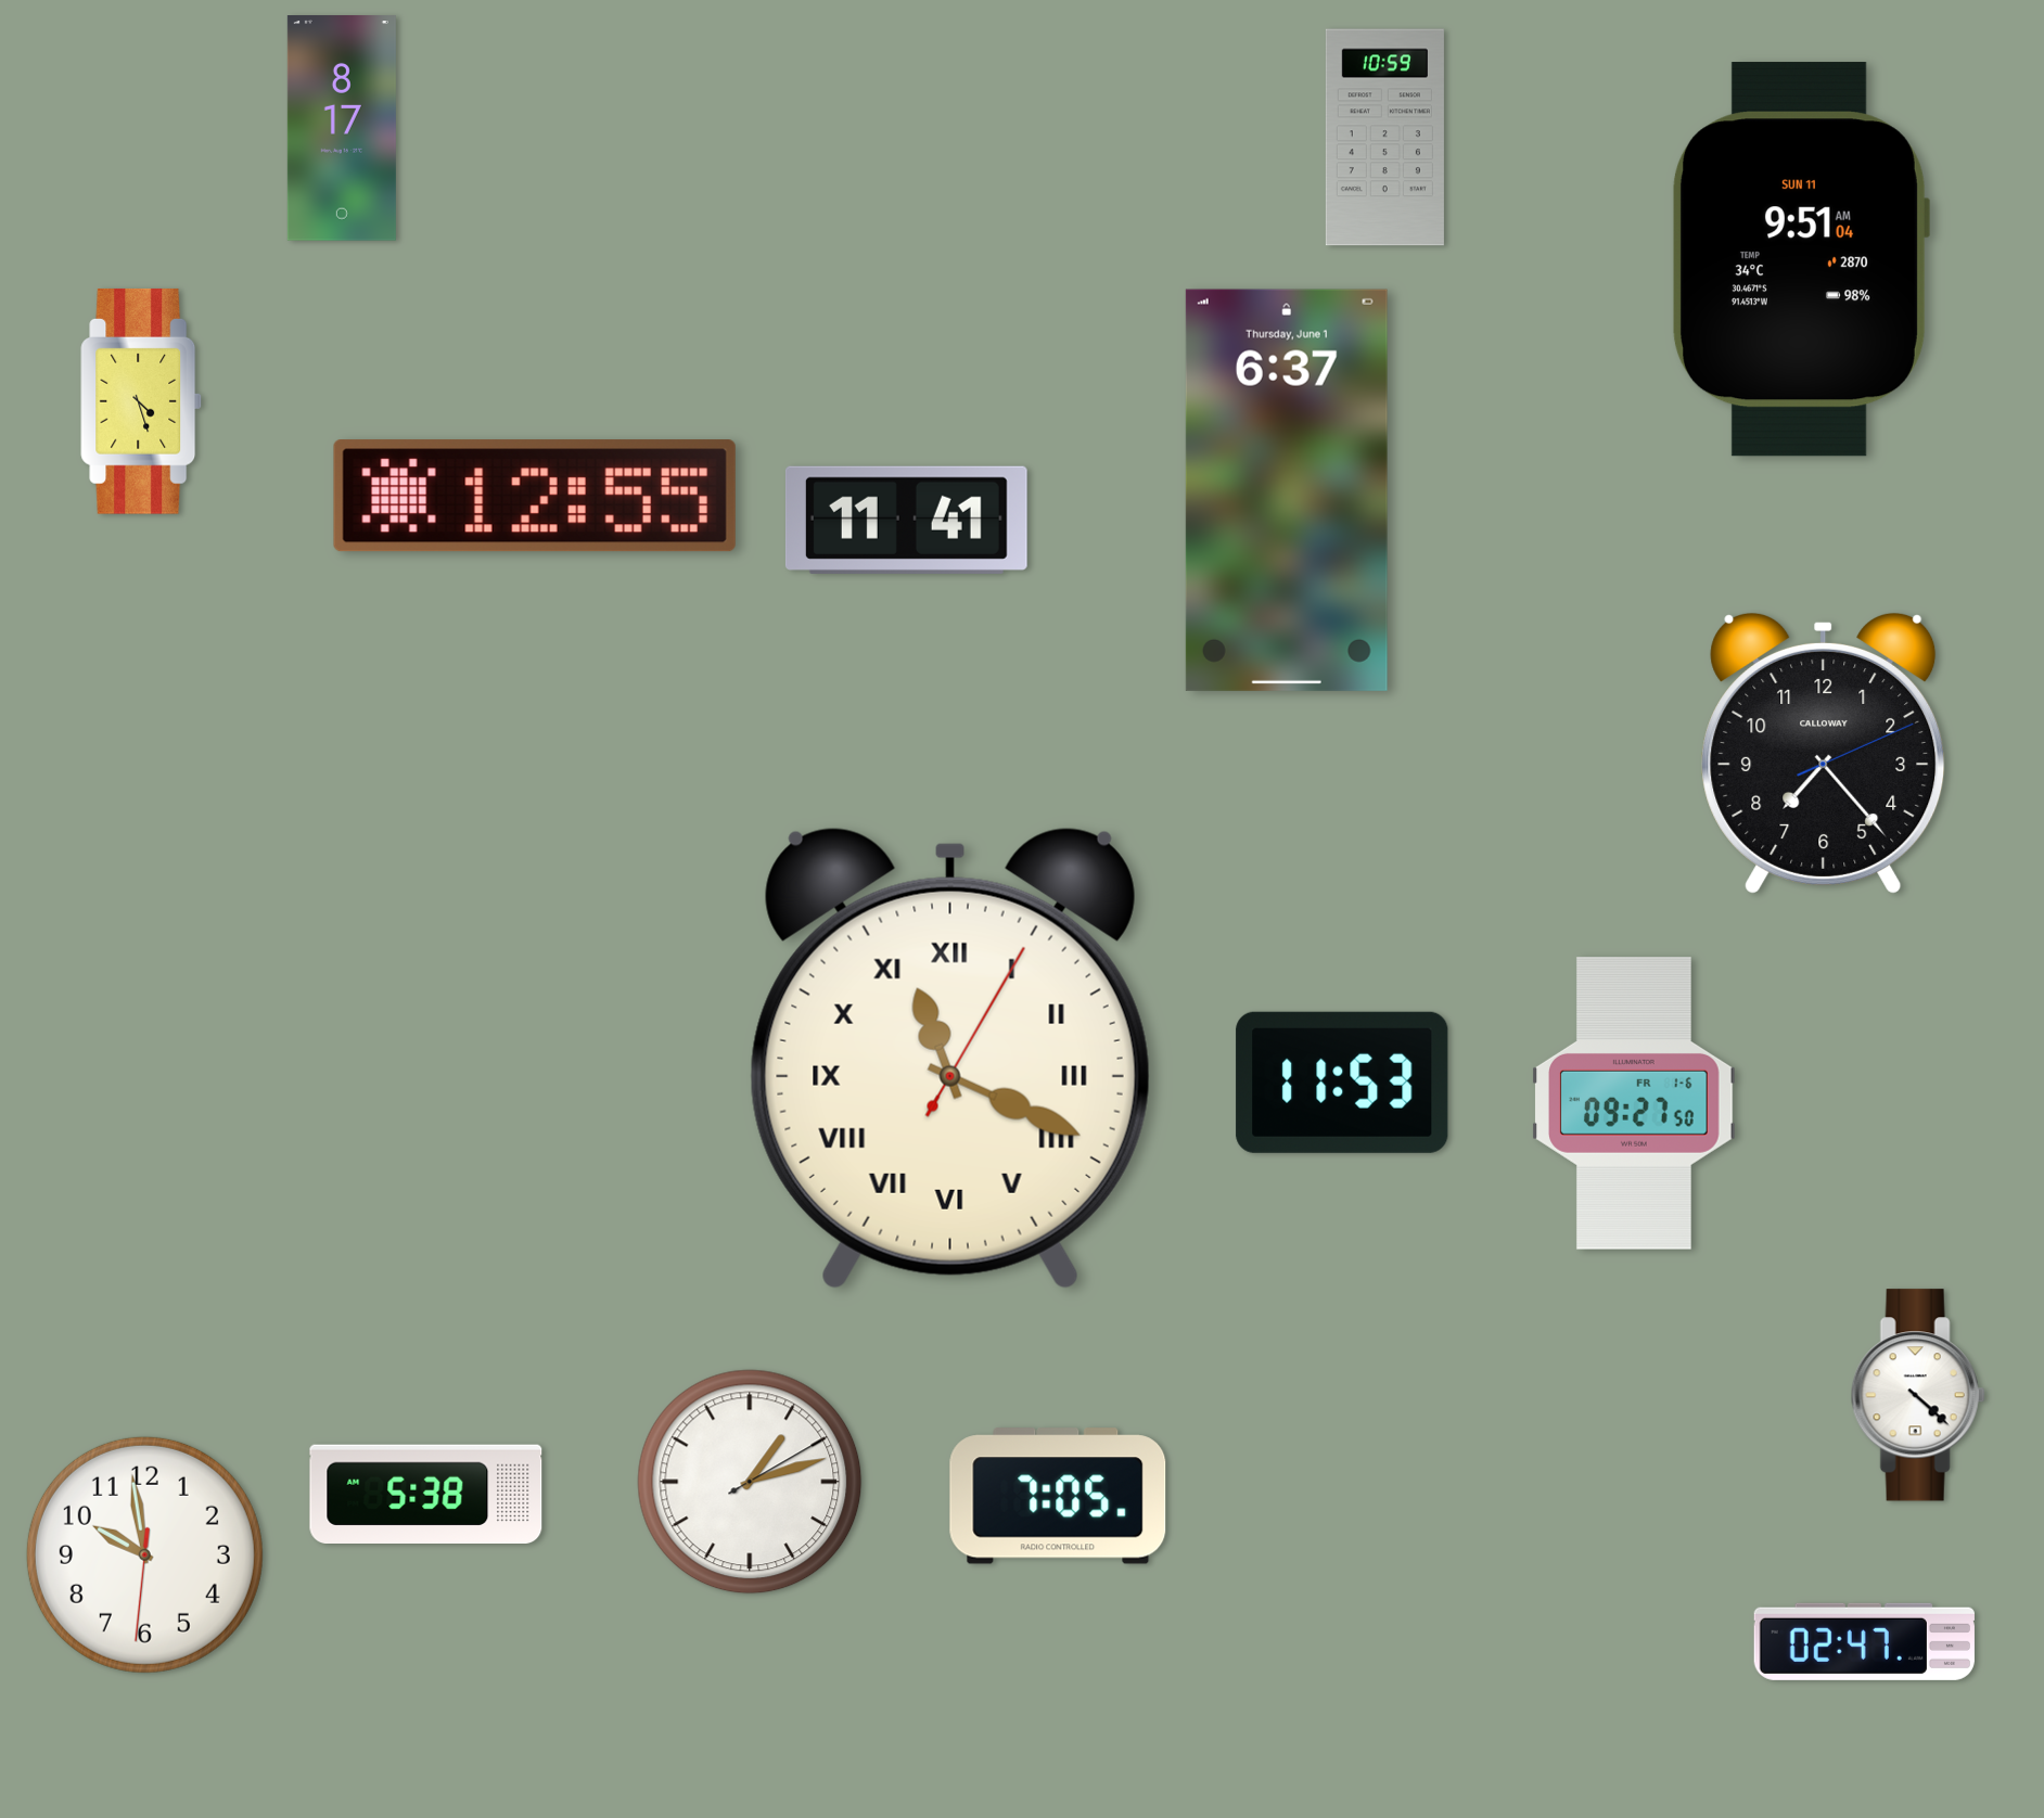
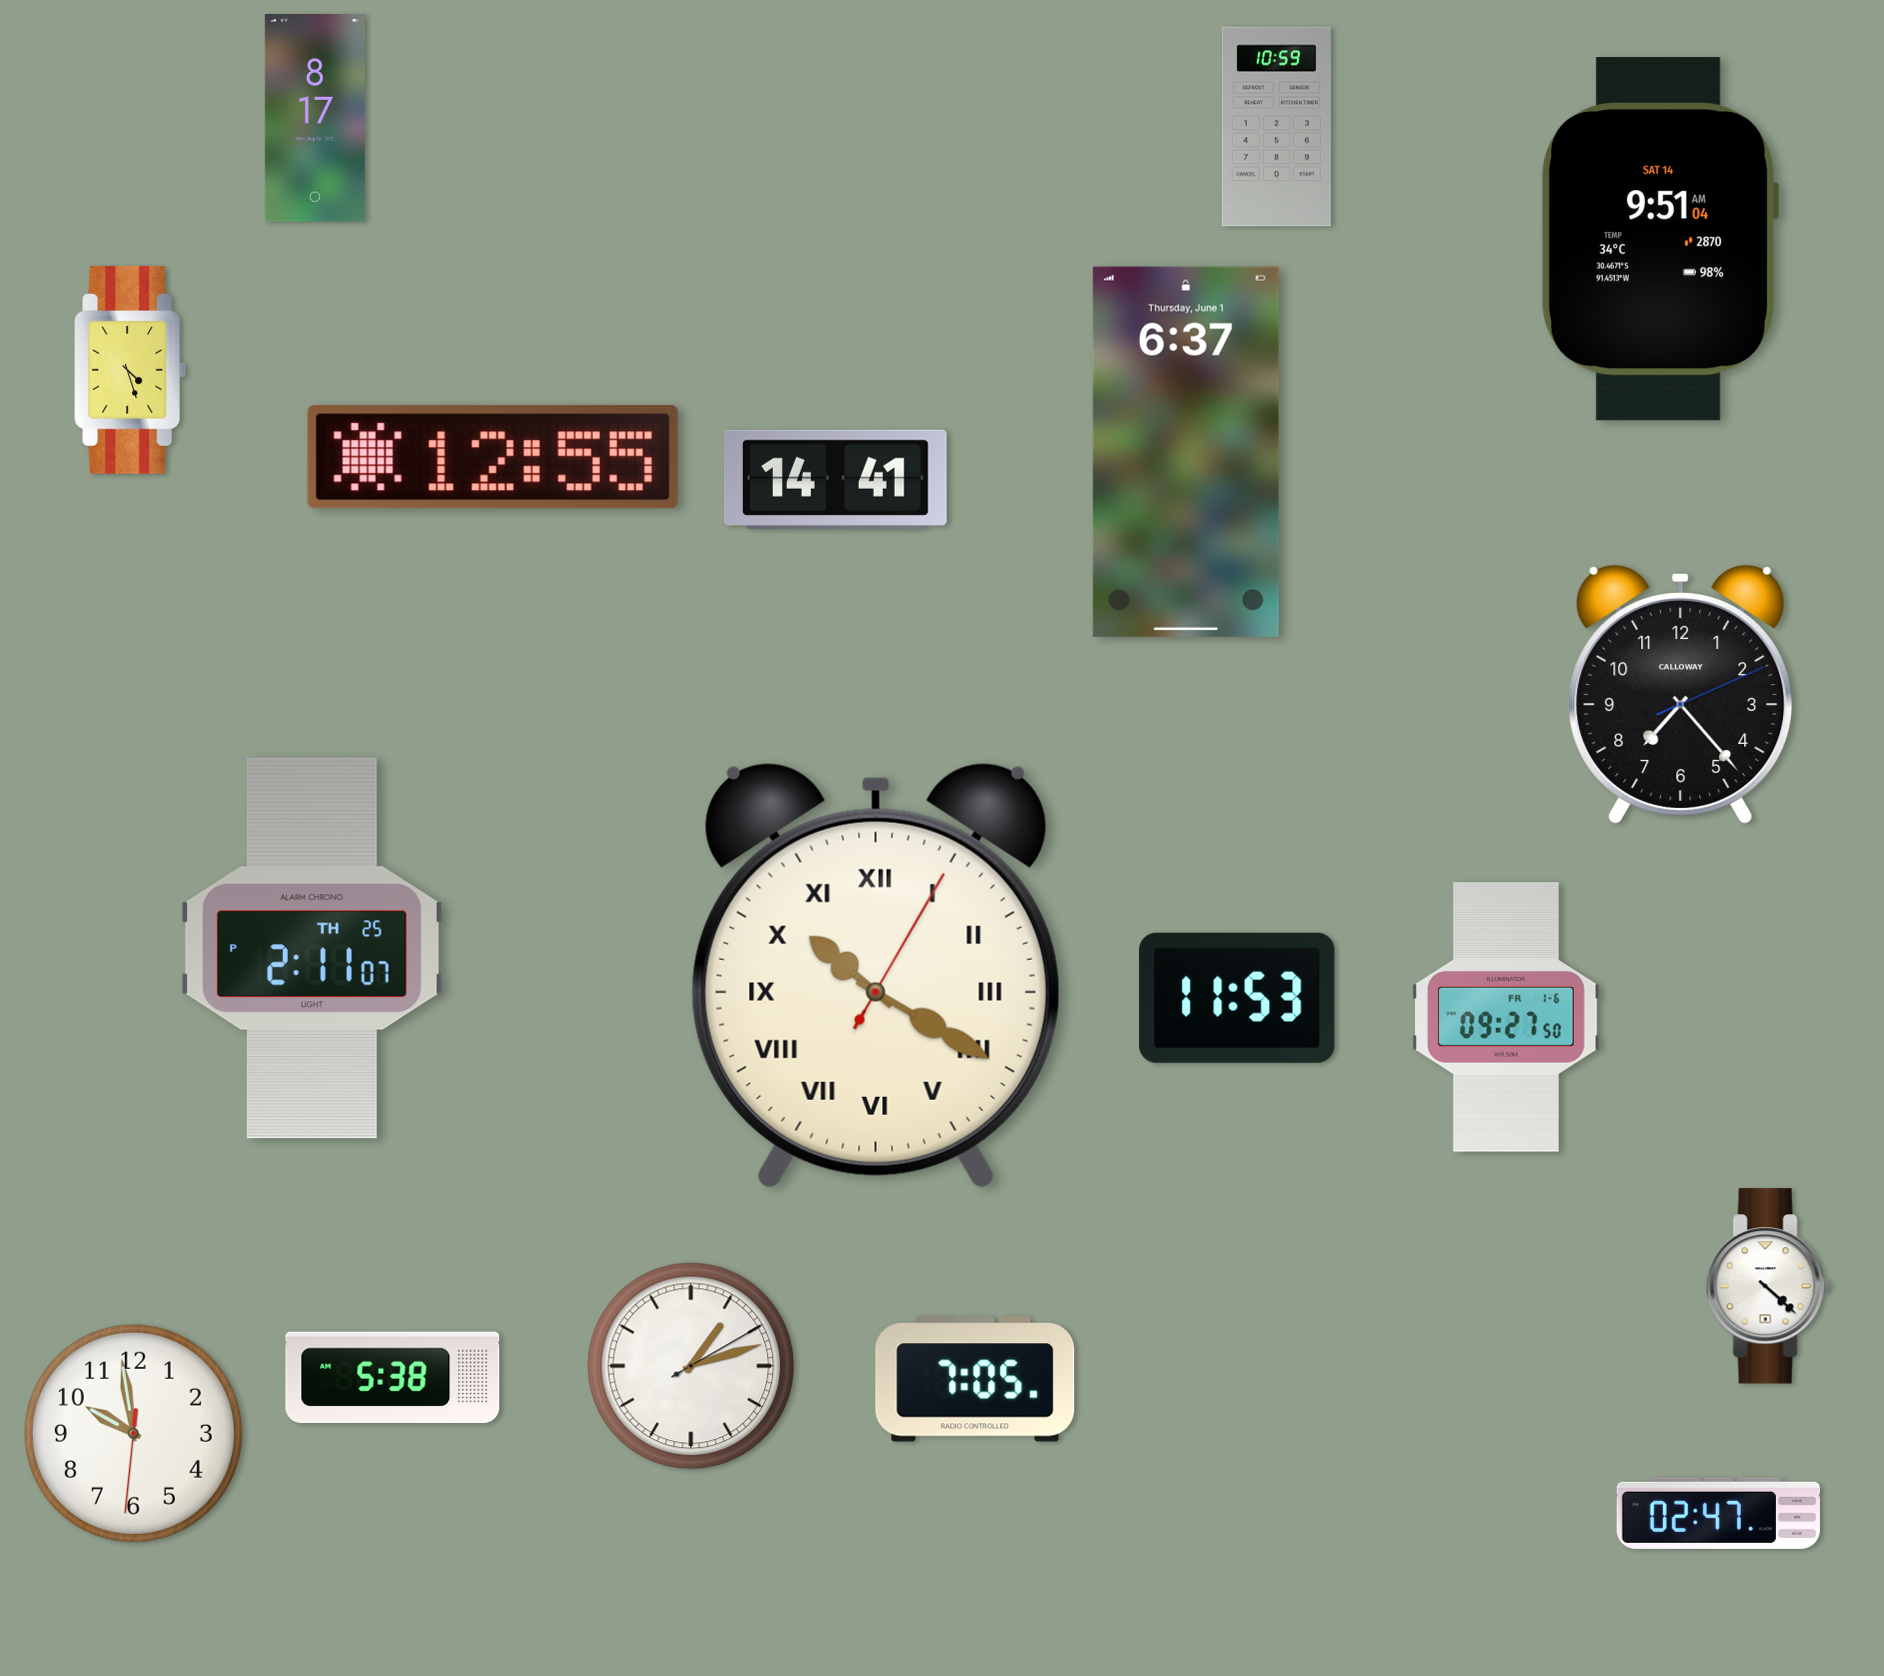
clock at (1800, 259) date: SUN 11 -> SAT 14
clock at (906, 520): 11:41 -> 14:41
clock at (312, 948): none -> 2:11
clock at (950, 1059): 11:19 -> 10:20
